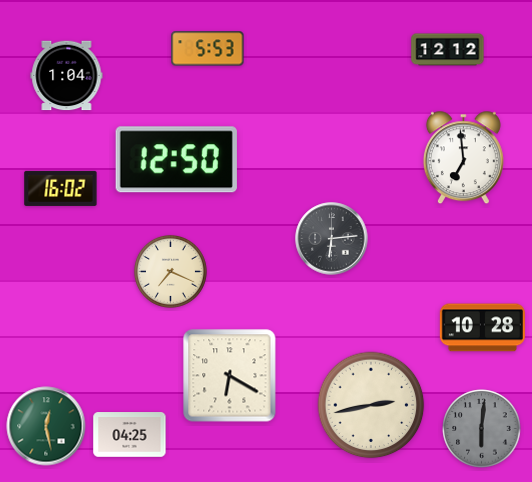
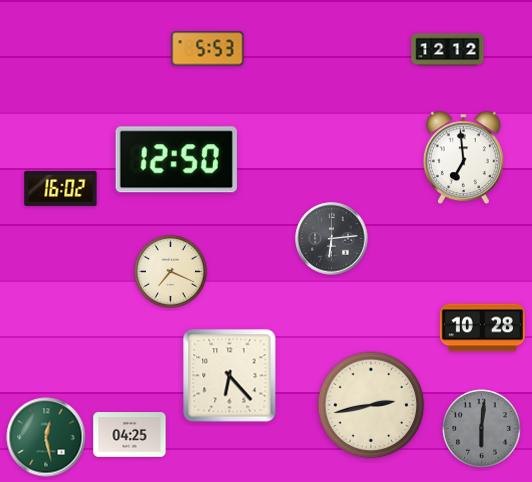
clock at (67, 76): 1:04 -> none
clock at (230, 376): 6:20 -> 6:23
clock at (46, 426) position: (46, 426) -> (46, 437)
